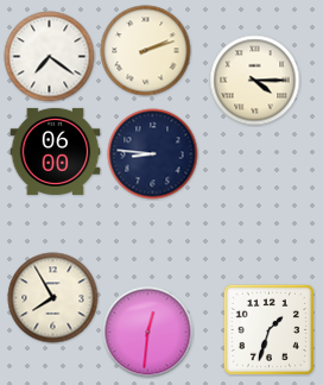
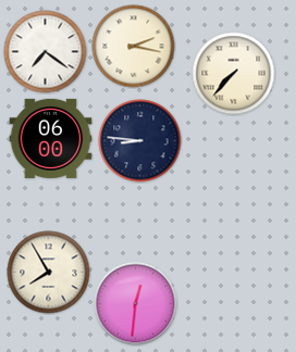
clock at (146, 51): 2:12 -> 2:17
clock at (255, 81): 4:15 -> 7:37
clock at (268, 329): 1:33 -> none
